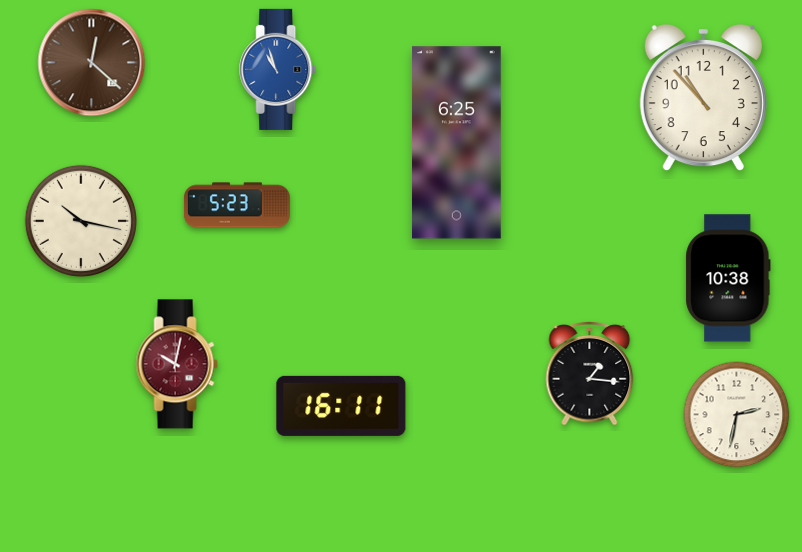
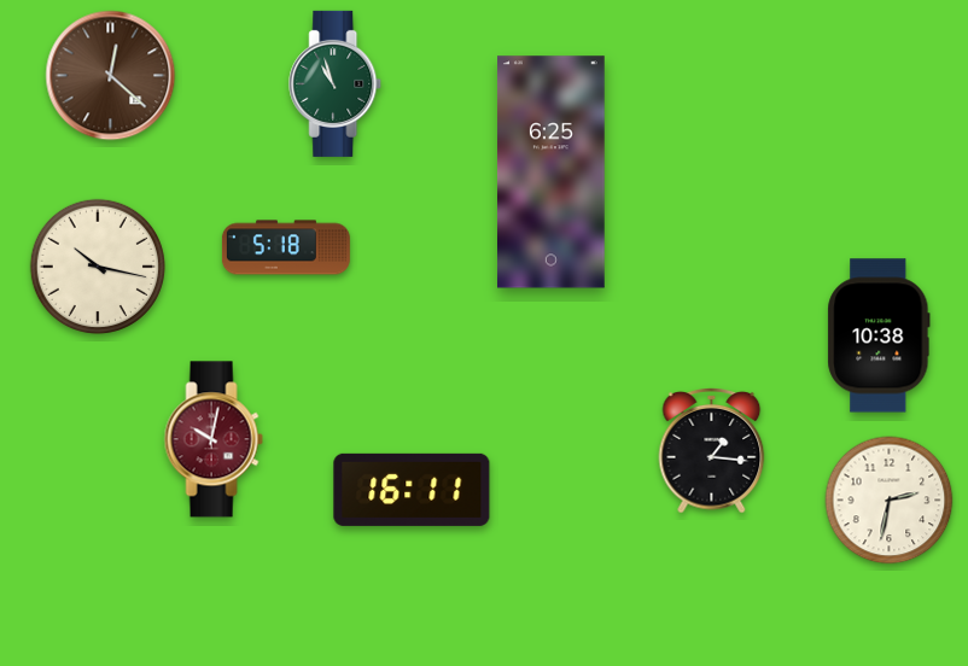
clock at (278, 69) dial: blue -> green
clock at (703, 98): 10:53 -> none
clock at (237, 205): 5:23 -> 5:18
